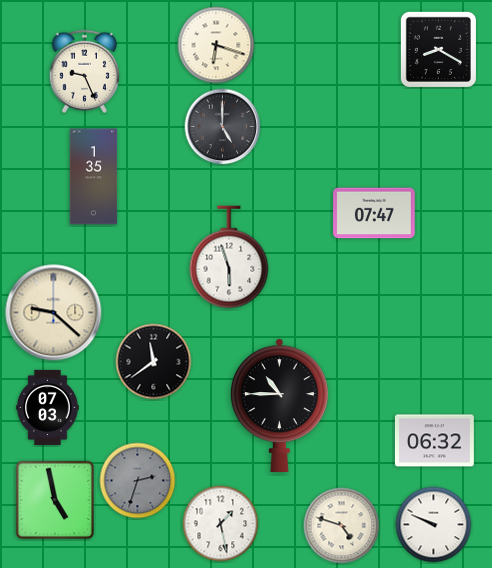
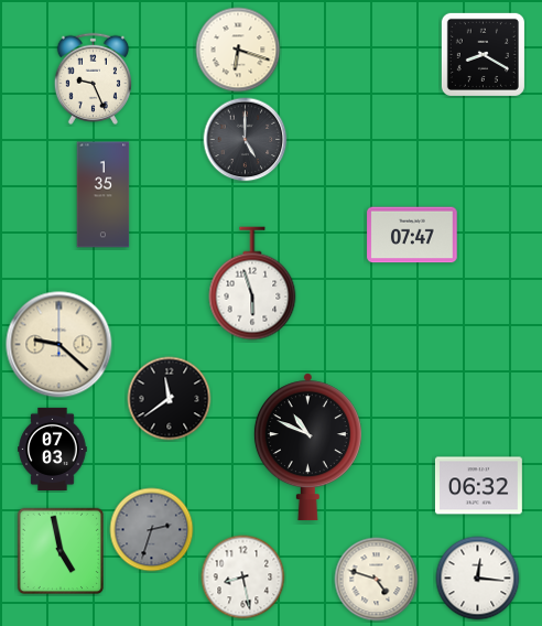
clock at (279, 406): 10:45 -> 10:49
clock at (221, 524): 1:28 -> 8:28
clock at (434, 525): 9:49 -> 12:16
